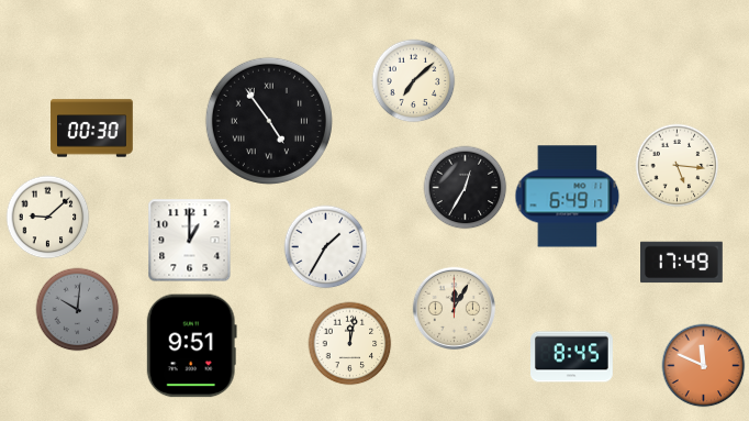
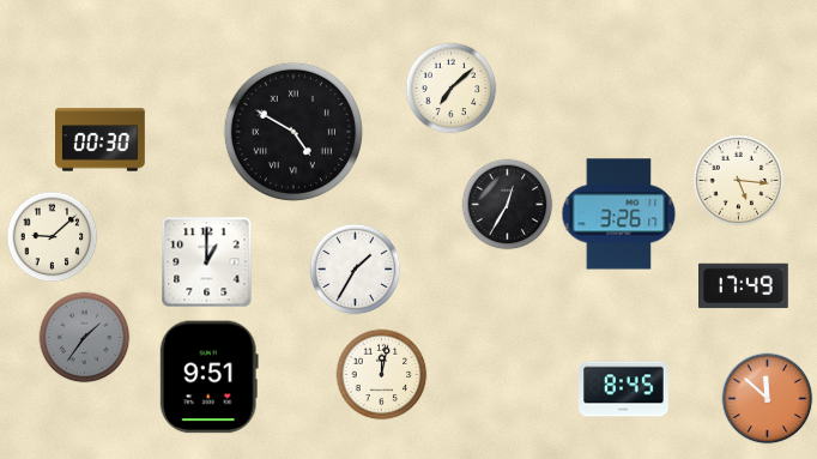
clock at (269, 121): 4:54 -> 4:50
clock at (568, 197): 6:49 -> 3:26
clock at (454, 308): 12:05 -> none
clock at (78, 310): 10:01 -> 1:36
clock at (704, 366): 11:49 -> 11:52
